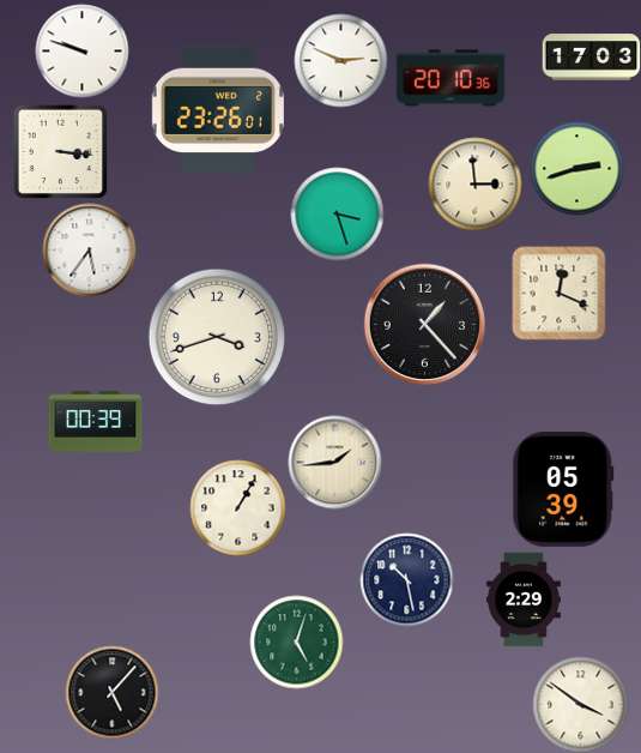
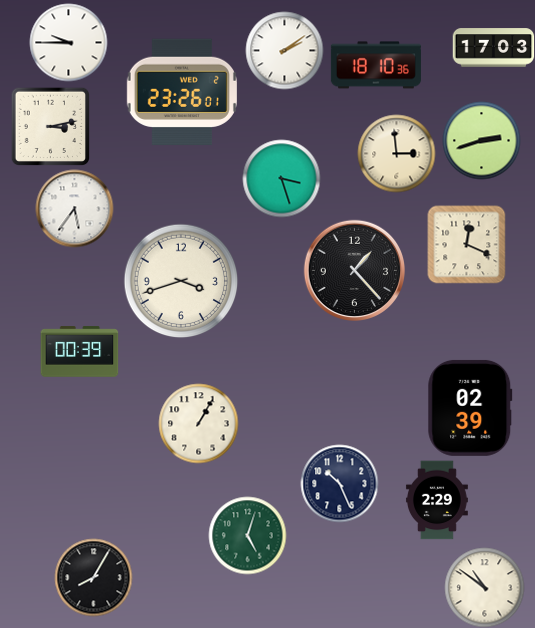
clock at (81, 50): 9:48 -> 9:45
clock at (340, 60): 2:49 -> 2:09
clock at (450, 78): 20:10 -> 18:10
clock at (60, 151): 3:16 -> 3:13
clock at (334, 462): 1:44 -> none
clock at (563, 489): 05:39 -> 02:39
clock at (406, 579): 10:28 -> 10:26
clock at (111, 692): 5:07 -> 8:05
clock at (580, 704): 3:51 -> 10:51
